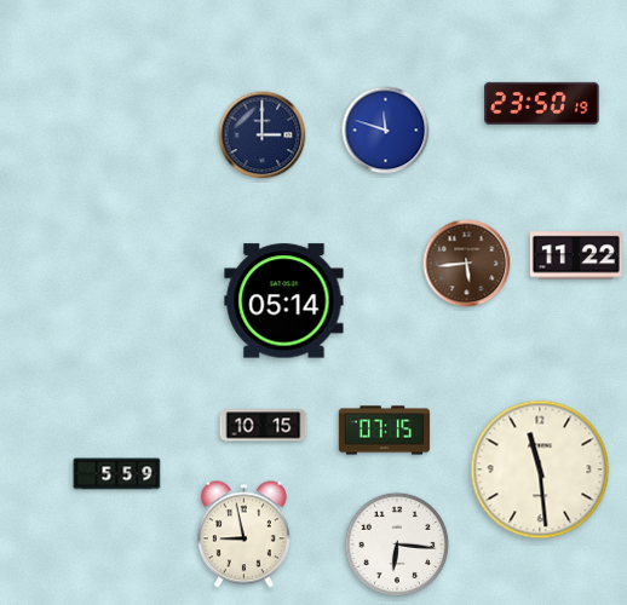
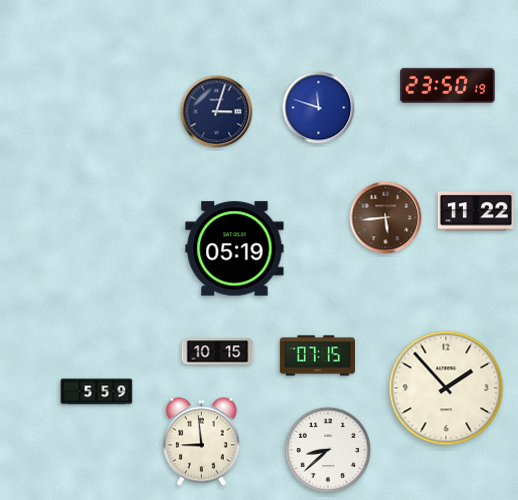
clock at (263, 136): 3:00 -> 3:03
clock at (284, 301): 05:14 -> 05:19
clock at (540, 469): 11:29 -> 1:53
clock at (243, 535): 8:58 -> 8:59
clock at (397, 544): 6:16 -> 8:38
